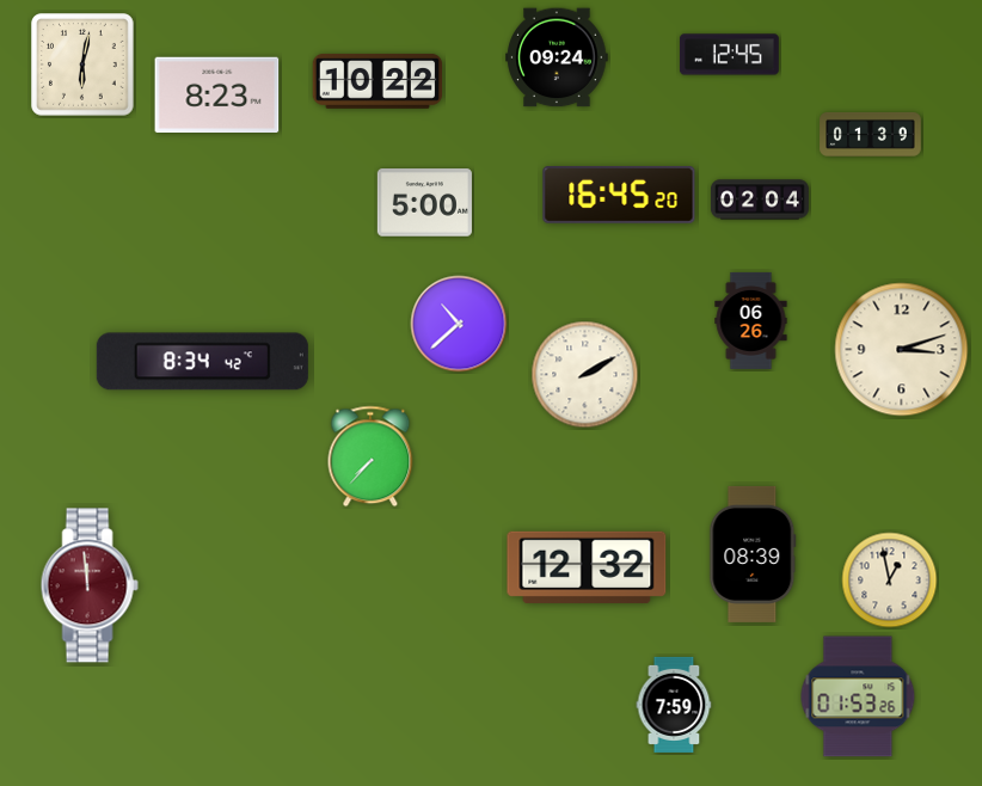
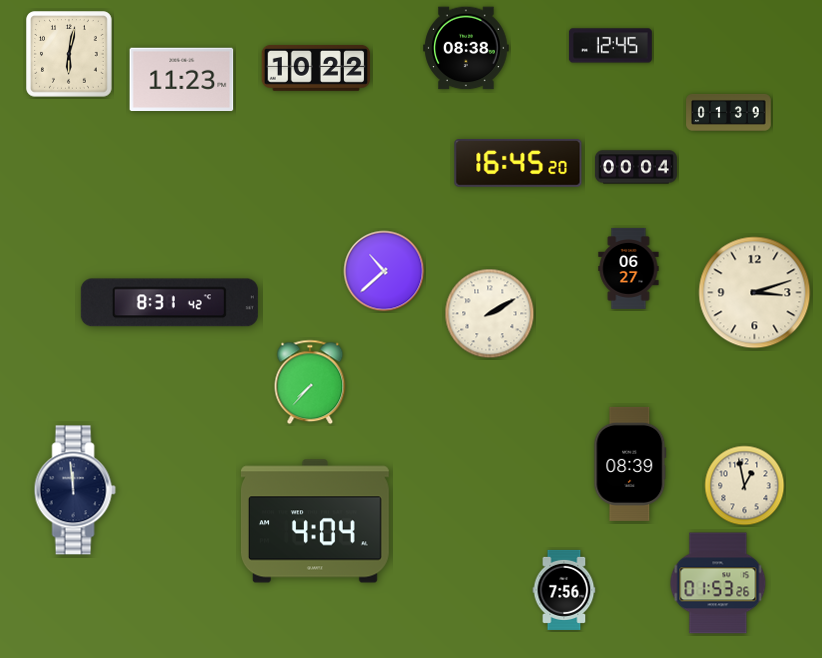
clock at (557, 57): 09:24 -> 08:38
clock at (217, 94): 8:23 -> 11:23
clock at (760, 199): 02:04 -> 00:04
clock at (424, 203): 5:00 -> none
clock at (751, 320): 06:26 -> 06:27
clock at (202, 362): 8:34 -> 8:31
clock at (587, 567): 12:32 -> none
clock at (90, 585) dial: burgundy -> navy
clock at (315, 521): none -> 4:04
clock at (674, 705): 7:59 -> 7:56
